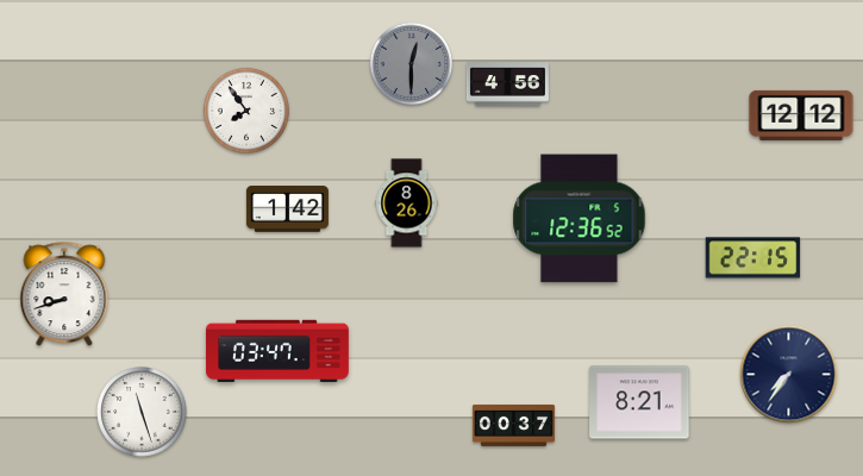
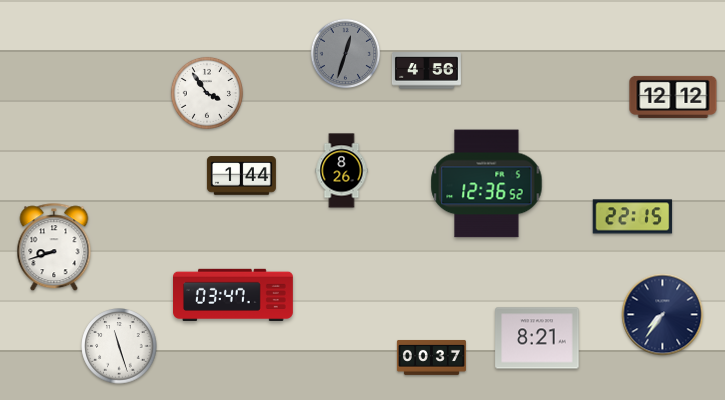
clock at (412, 64): 12:30 -> 12:33
clock at (246, 111): 7:54 -> 3:54
clock at (287, 209): 1:42 -> 1:44
